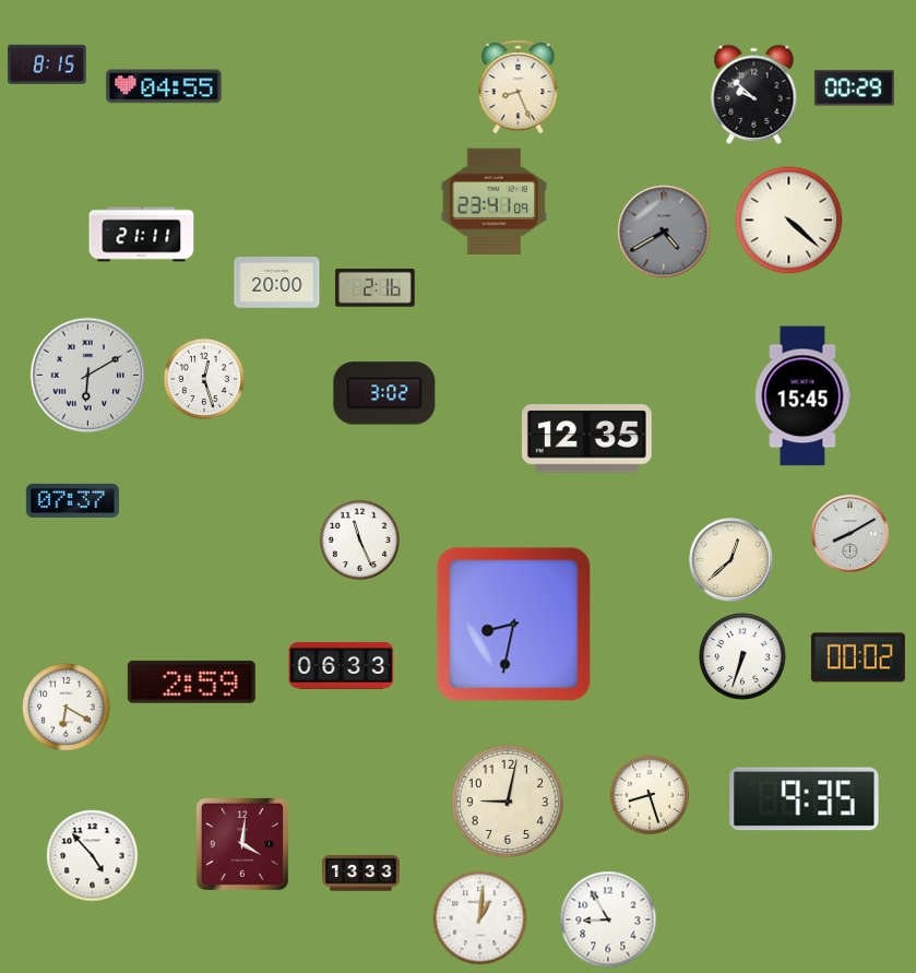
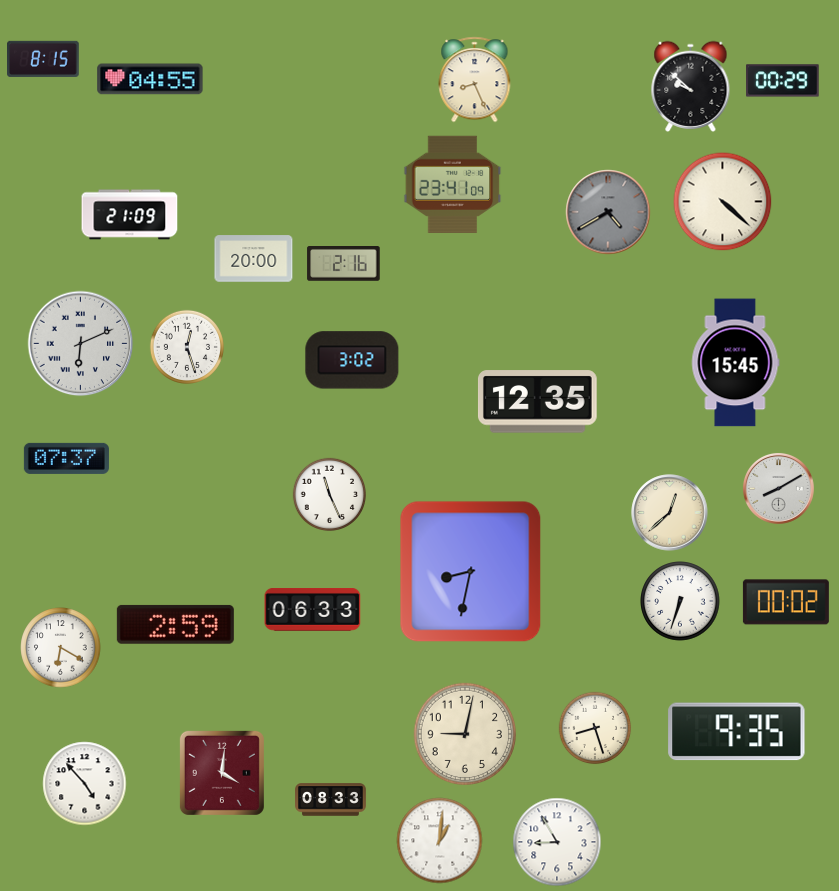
clock at (142, 235): 21:11 -> 21:09
clock at (88, 376): 6:10 -> 6:11
clock at (361, 874): 13:33 -> 08:33
